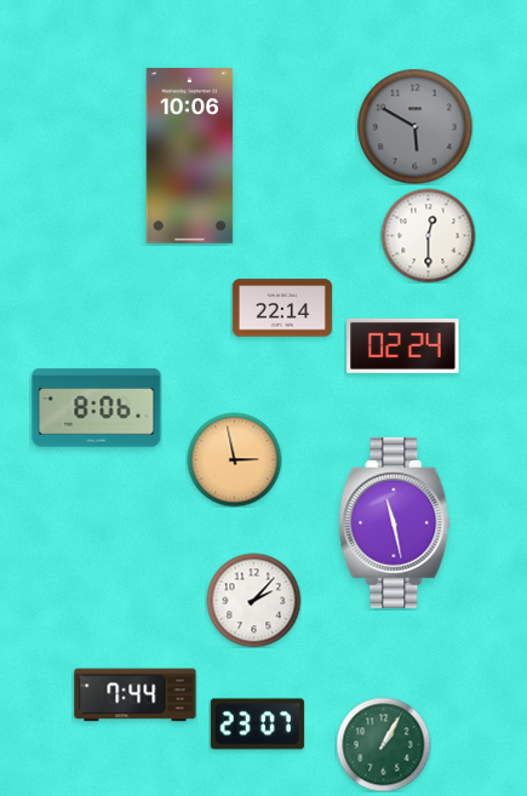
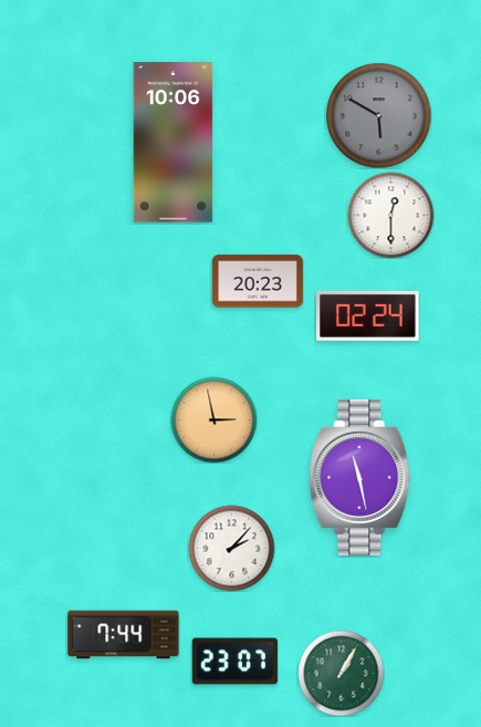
clock at (282, 308): 22:14 -> 20:23
clock at (97, 408): 8:06 -> none
clock at (383, 744) position: (383, 744) -> (341, 673)
